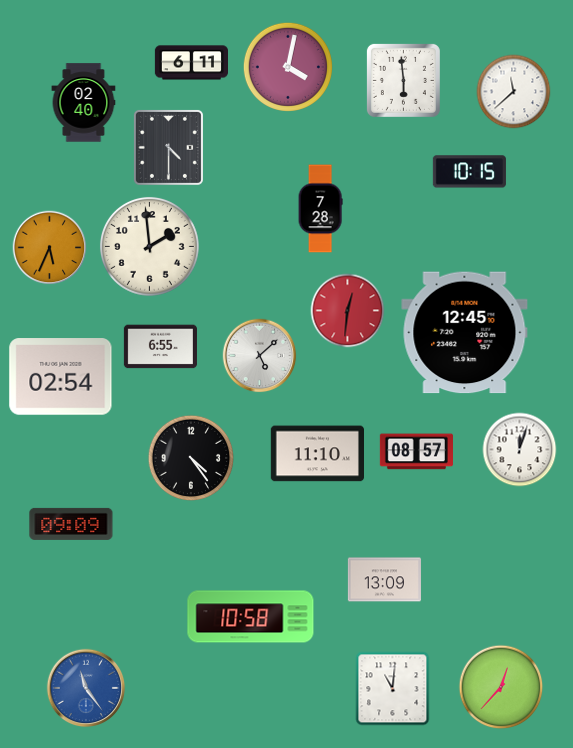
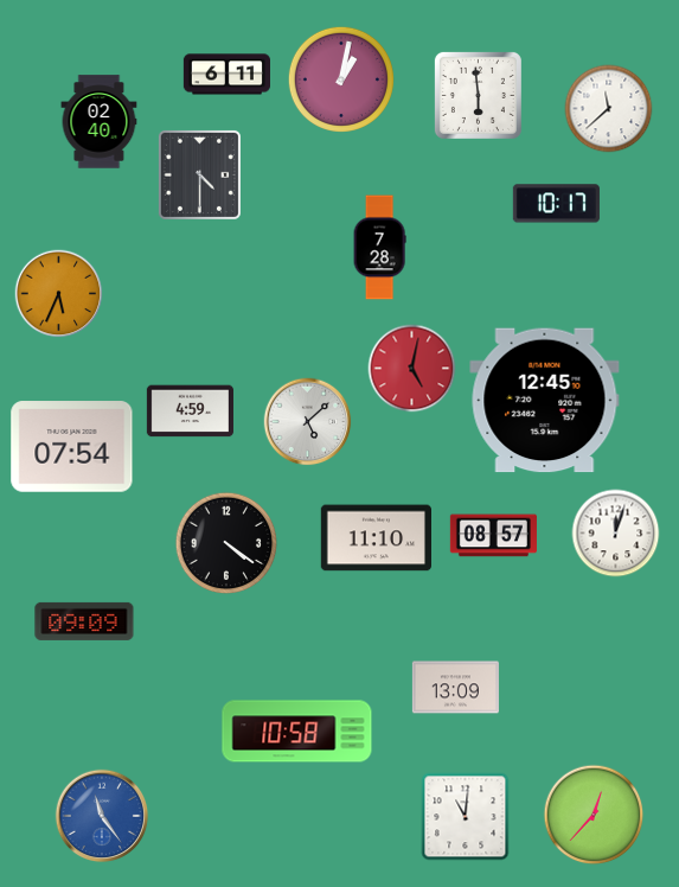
clock at (288, 67): 4:02 -> 1:02
clock at (469, 172): 10:15 -> 10:17
clock at (149, 246): 1:59 -> none
clock at (348, 311): 12:31 -> 5:02
clock at (465, 333) position: (465, 333) -> (545, 401)
clock at (160, 347): 6:55 -> 4:59
clock at (61, 377): 02:54 -> 07:54
clock at (191, 458): 4:24 -> 4:21
